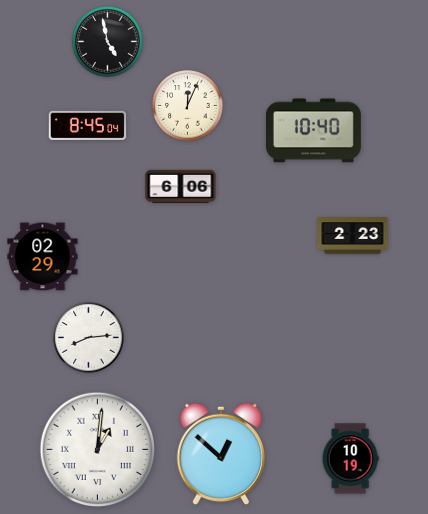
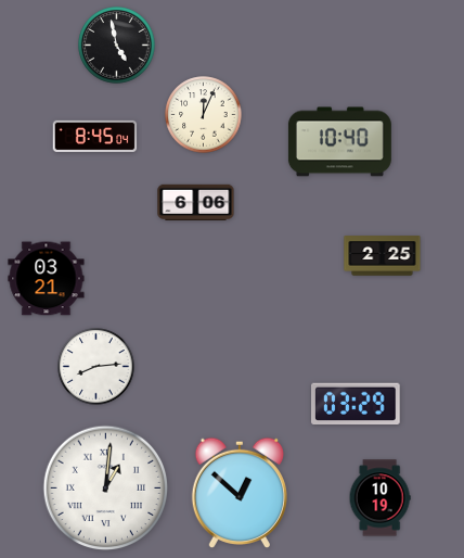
clock at (353, 236): 2:23 -> 2:25
clock at (43, 257): 02:29 -> 03:21
clock at (357, 403): none -> 03:29
